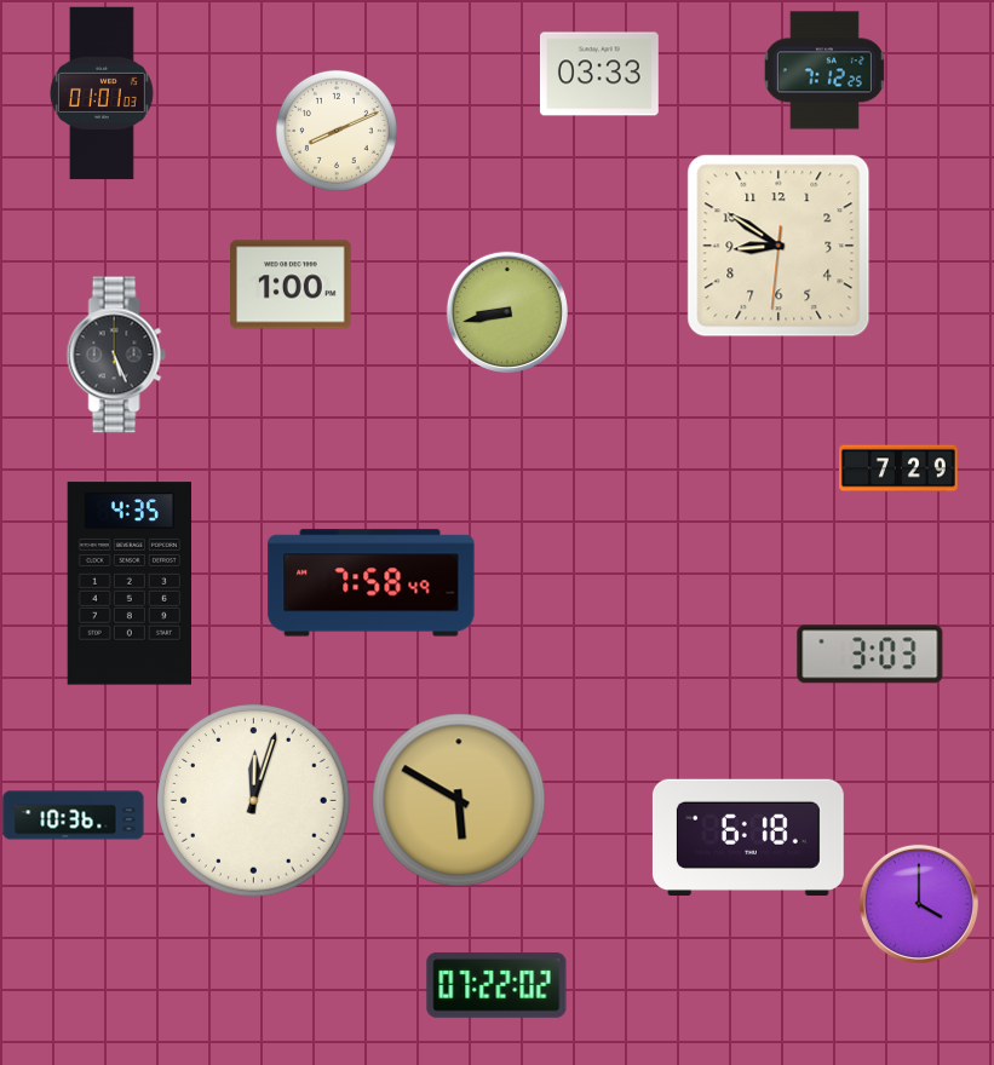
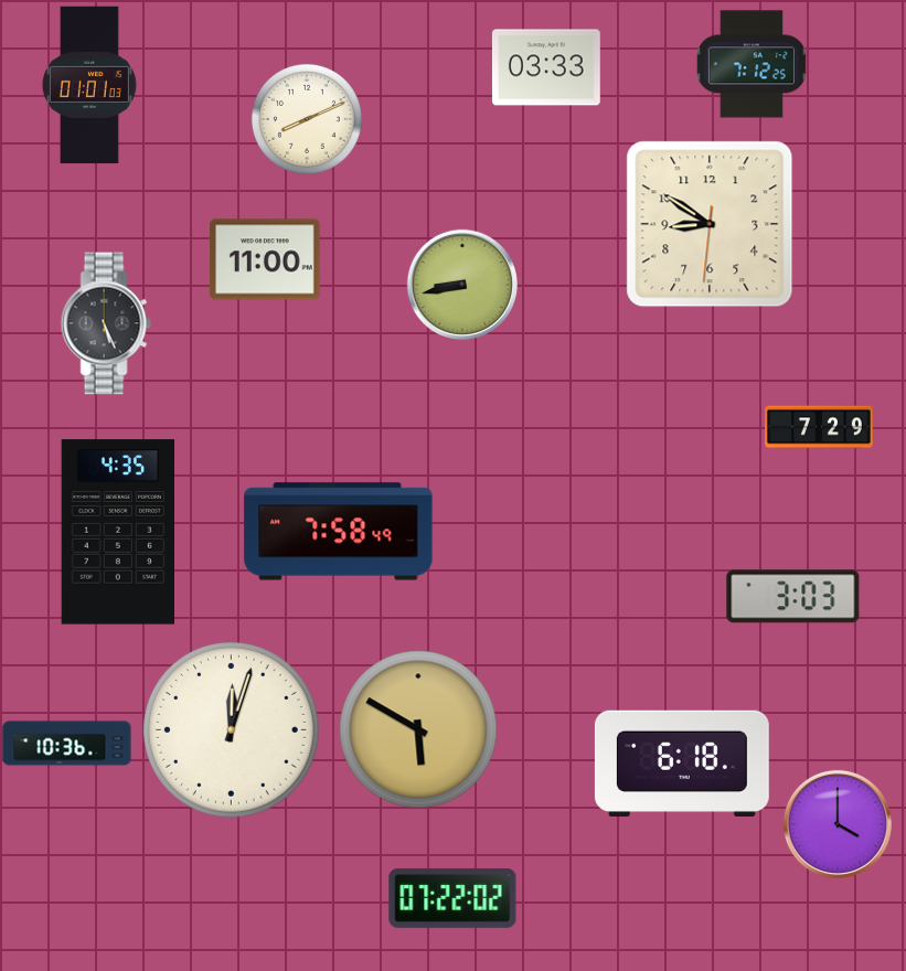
clock at (102, 93) position: (102, 93) -> (89, 85)
clock at (292, 284): 1:00 -> 11:00
